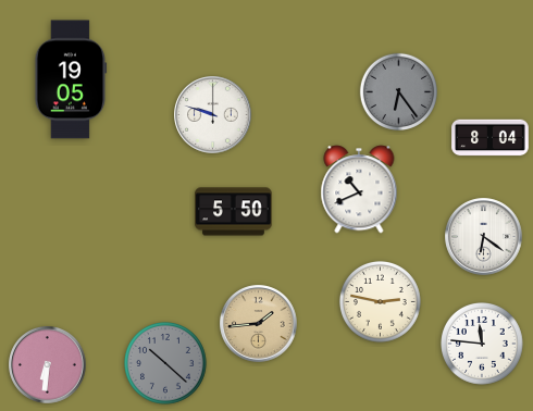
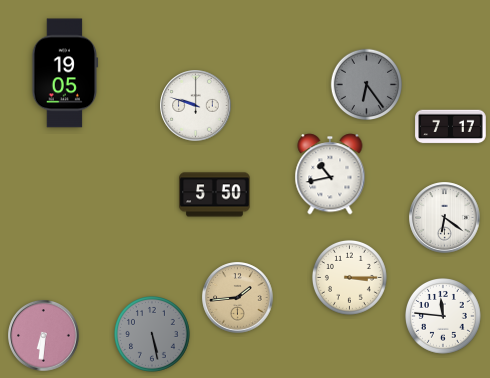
clock at (491, 138): 8:04 -> 7:17
clock at (359, 189): 10:41 -> 10:43
clock at (380, 301): 2:47 -> 3:15
clock at (166, 364): 10:22 -> 5:28
